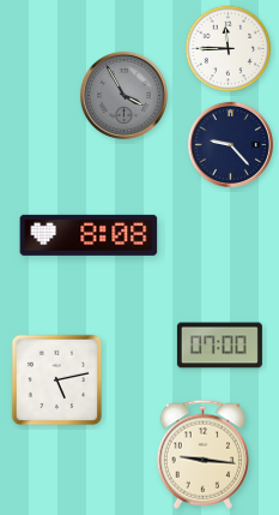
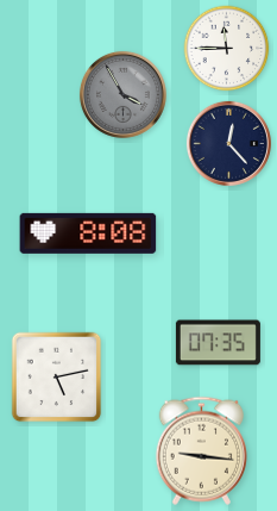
clock at (230, 144): 9:23 -> 12:23
clock at (219, 346): 07:00 -> 07:35
